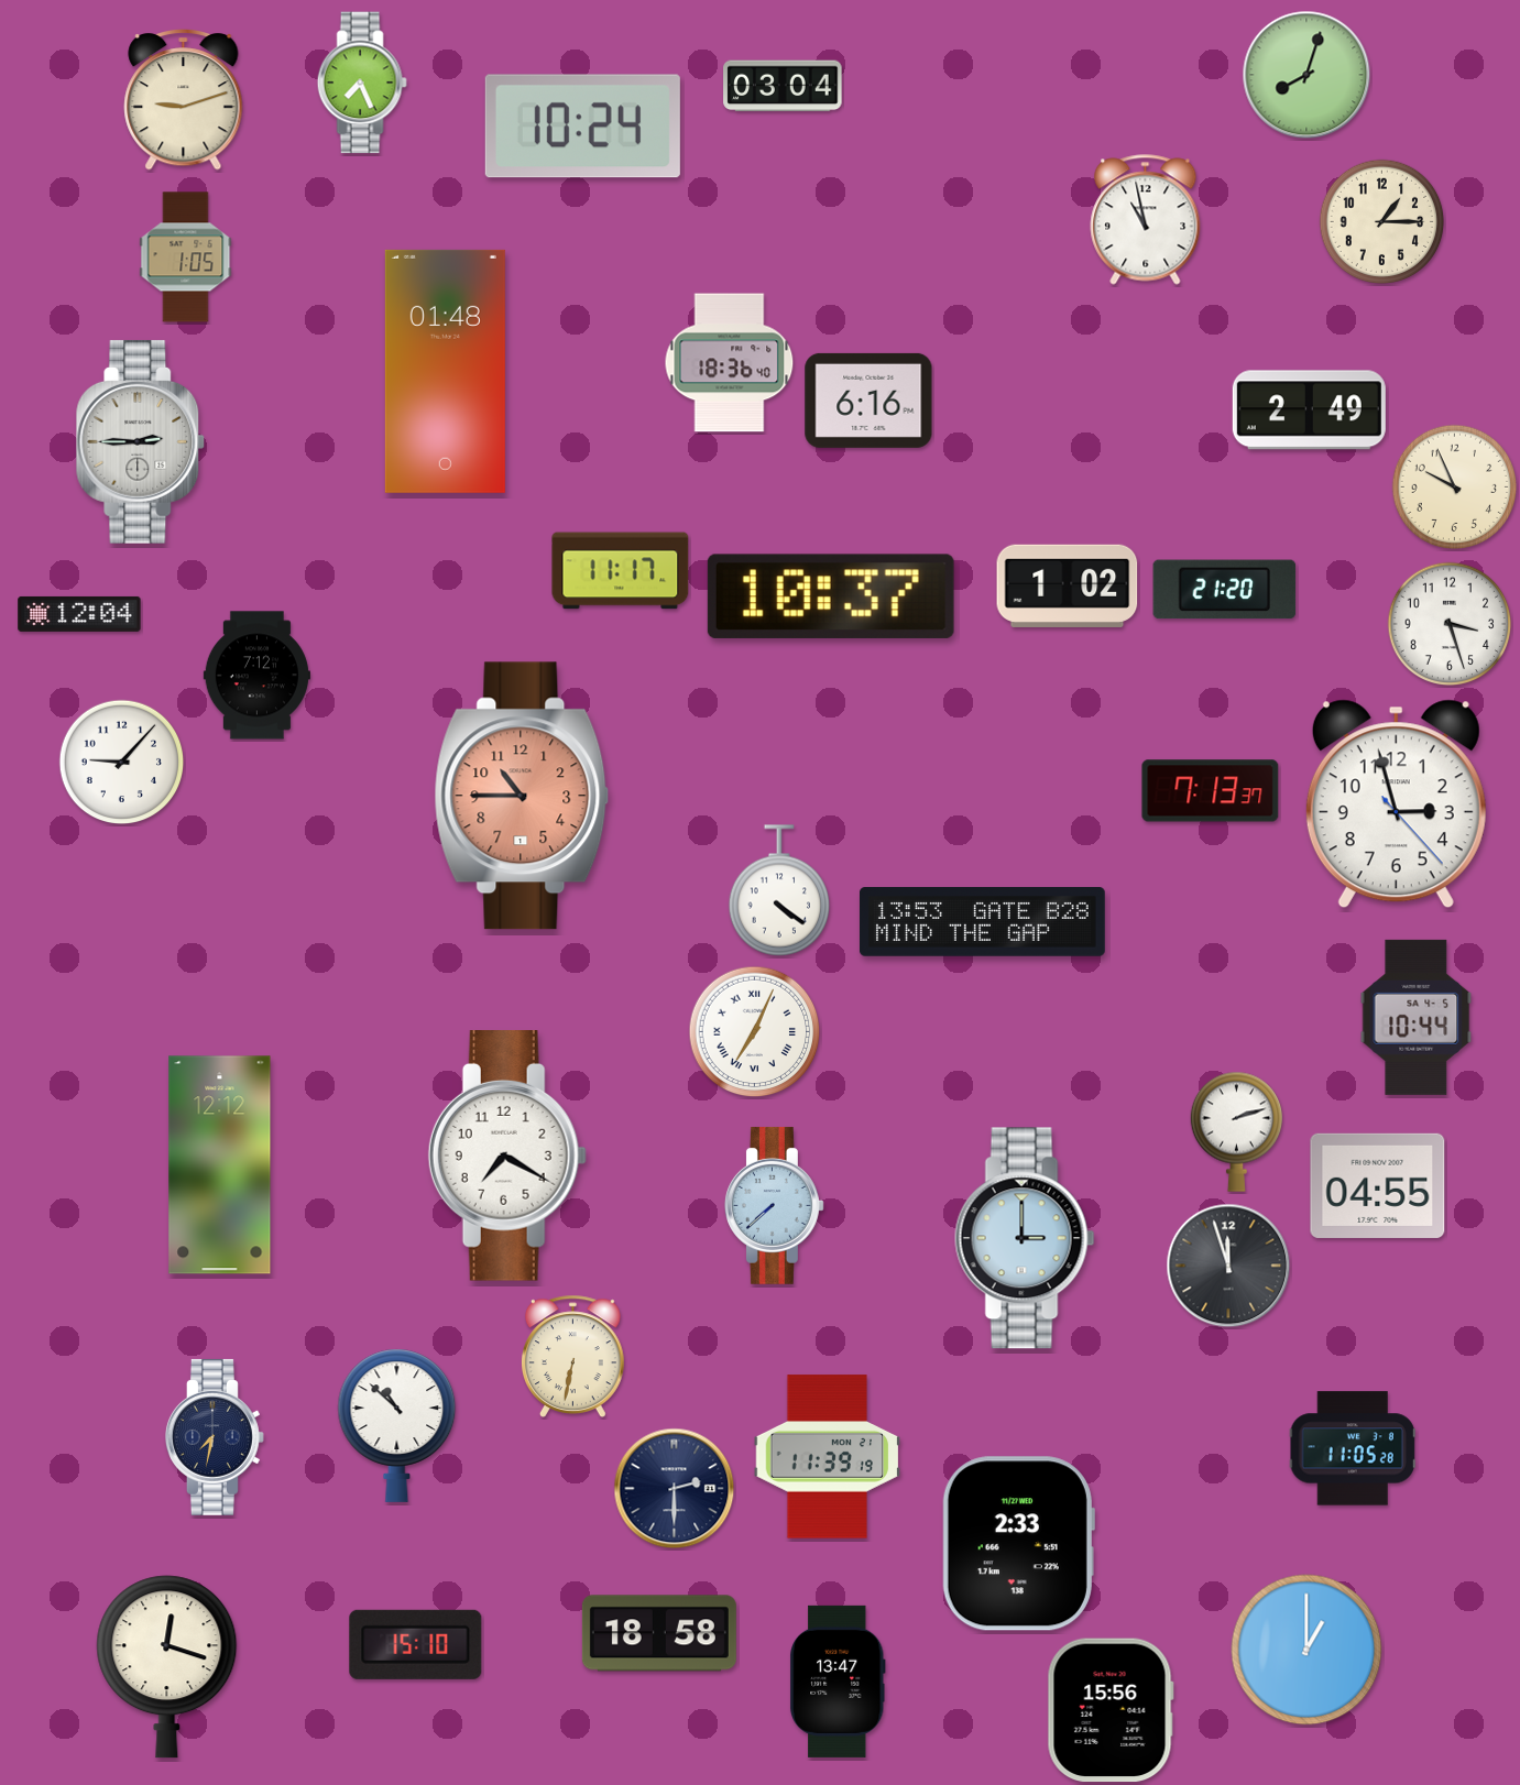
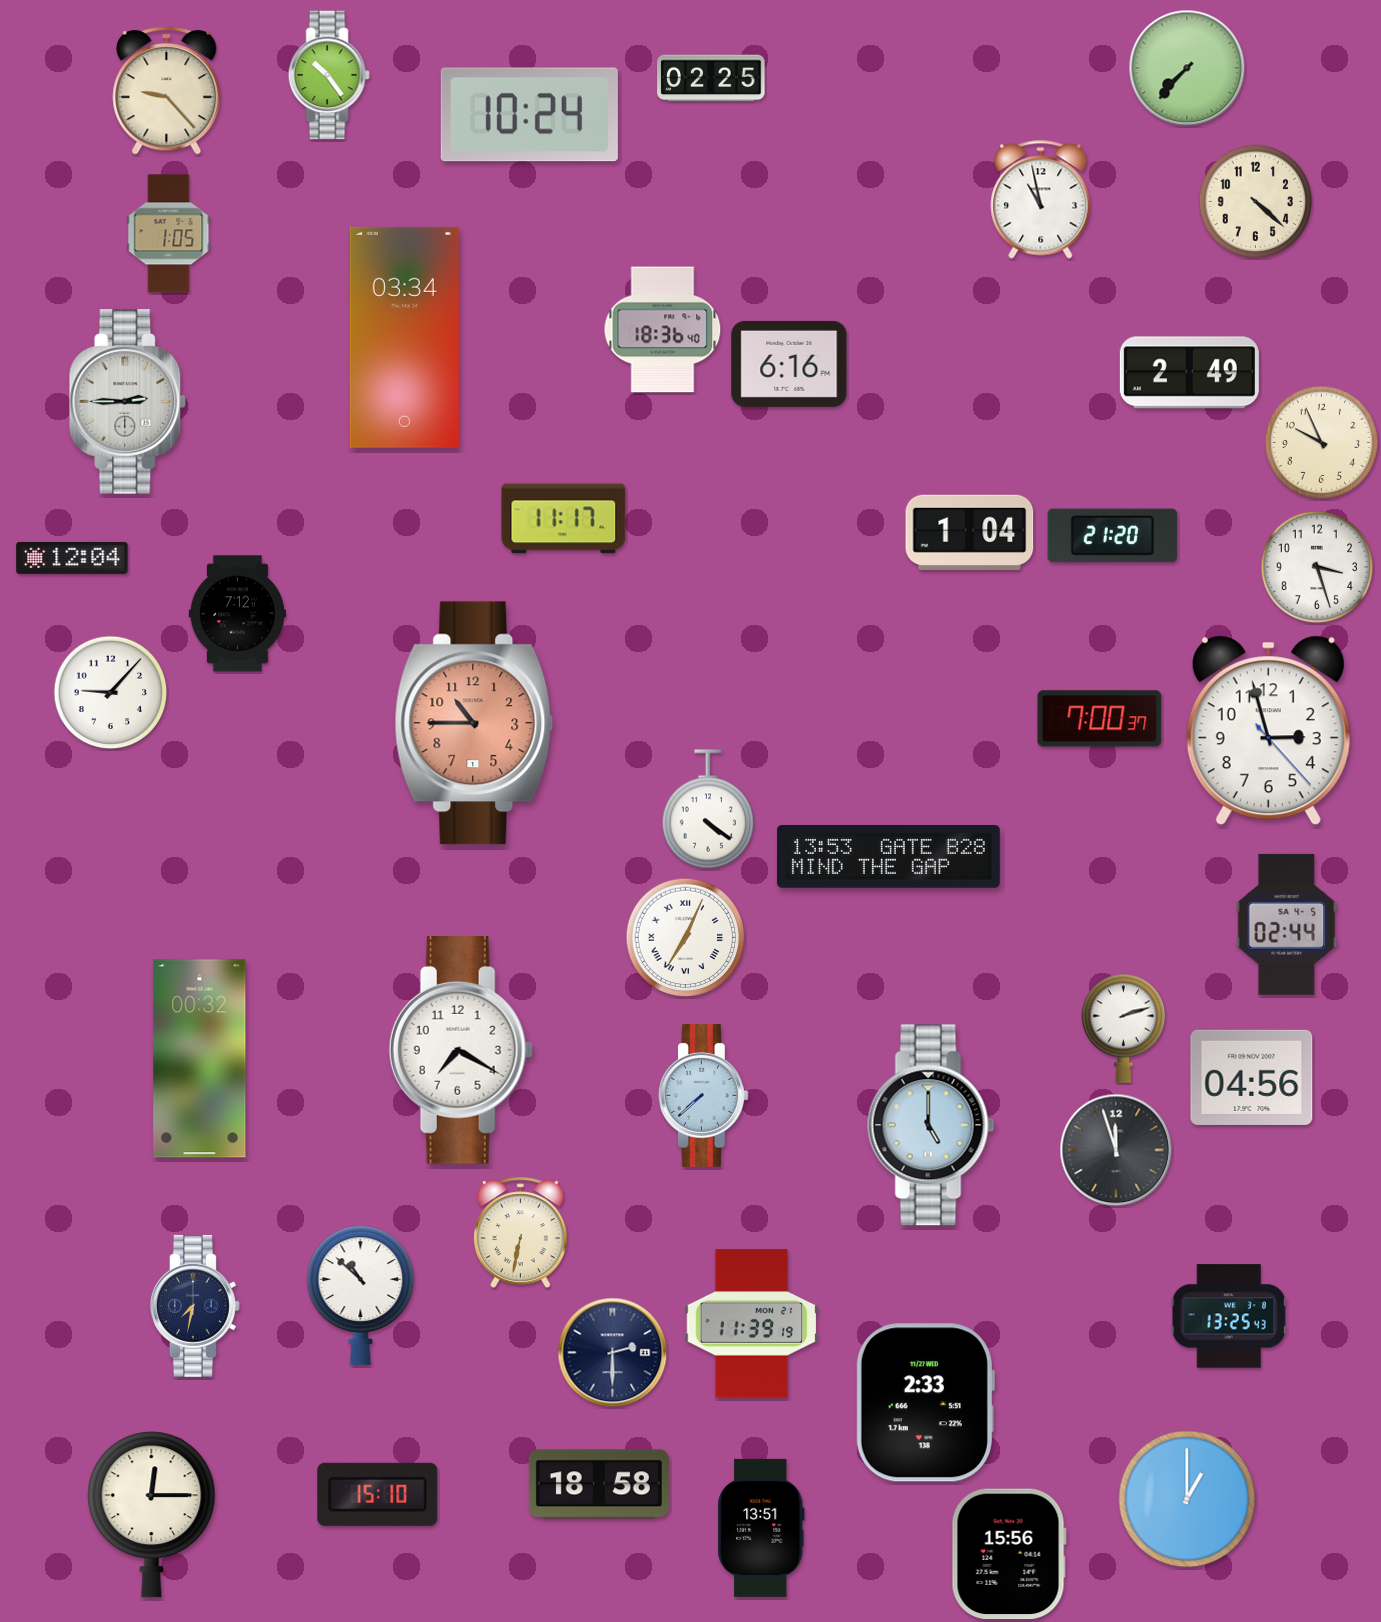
clock at (1306, 75): 8:03 -> 7:37
clock at (362, 83): 7:26 -> 10:24
clock at (783, 86): 03:04 -> 02:25
clock at (184, 99): 9:12 -> 9:23
clock at (1382, 222): 1:15 -> 4:22
clock at (445, 371): 01:48 -> 03:34
clock at (1068, 585): 1:02 -> 1:04
clock at (831, 596): 10:37 -> none
clock at (256, 676) position: (256, 676) -> (237, 614)
clock at (1211, 791): 7:13 -> 7:00
clock at (982, 922) position: (982, 922) -> (888, 857)
clock at (1417, 1017): 10:44 -> 02:44
clock at (220, 1165): 12:12 -> 00:32
clock at (1378, 1185): 04:55 -> 04:56
clock at (1025, 1238): 3:00 -> 5:00
clock at (1353, 1448): 11:05 -> 13:25
clock at (167, 1667): 12:18 -> 12:15
clock at (839, 1682): 13:47 -> 13:51
